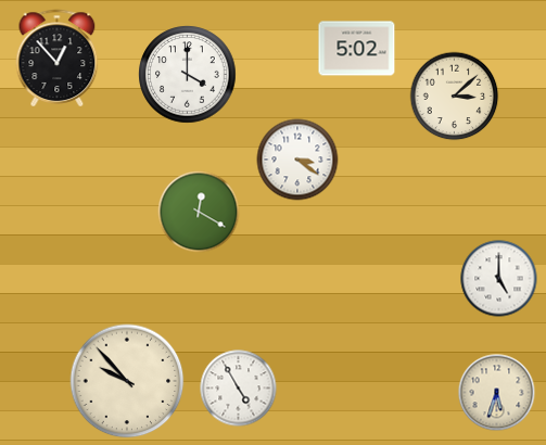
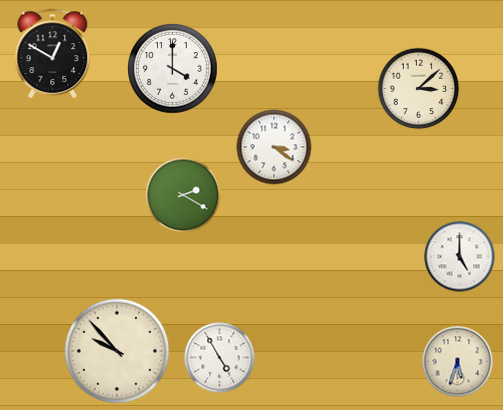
clock at (357, 49): 5:02 -> none
clock at (58, 58): 12:53 -> 12:50
clock at (199, 212): 12:20 -> 2:20
